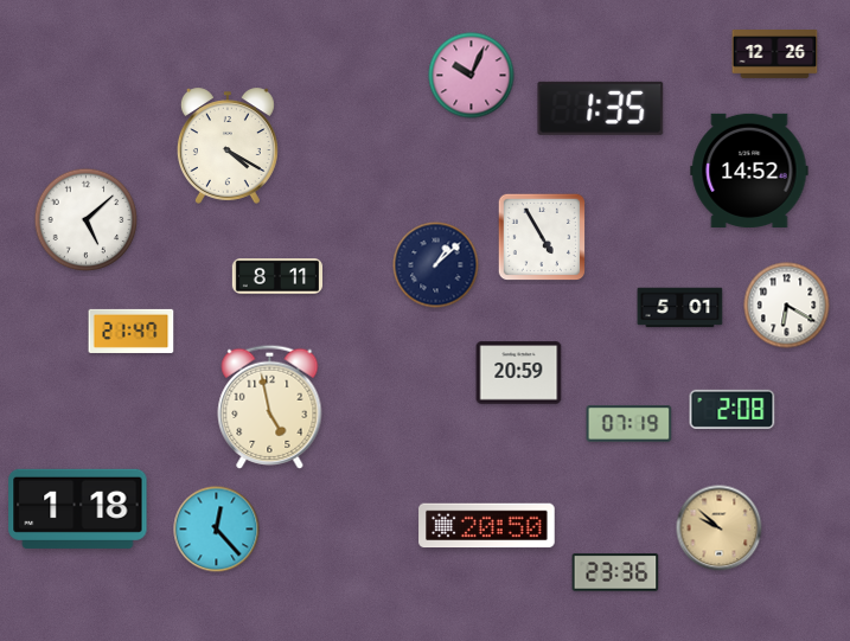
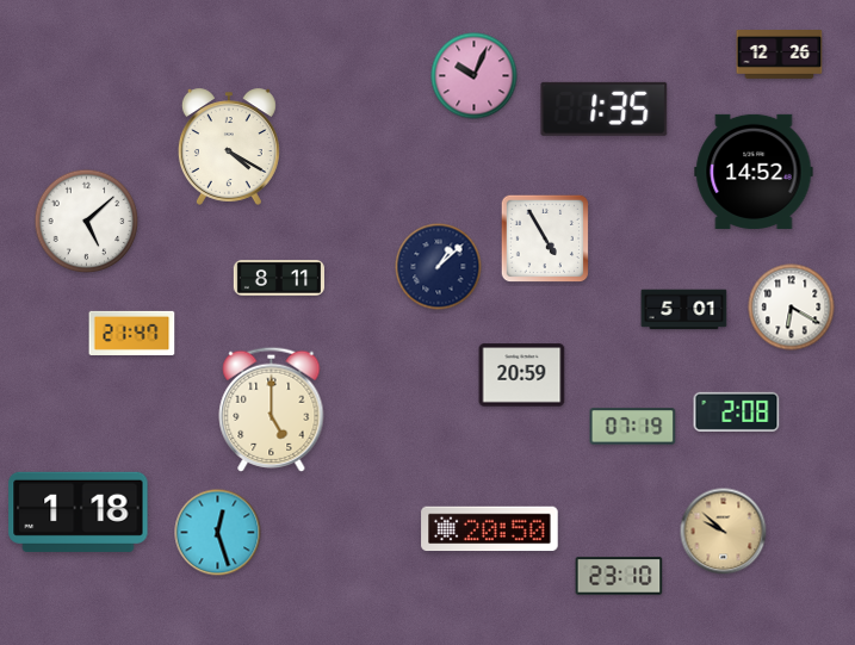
clock at (270, 406): 4:58 -> 5:00
clock at (217, 530): 12:23 -> 12:27
clock at (615, 572): 23:36 -> 23:10
